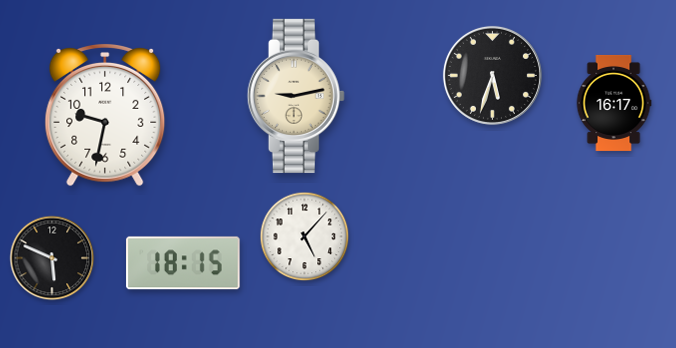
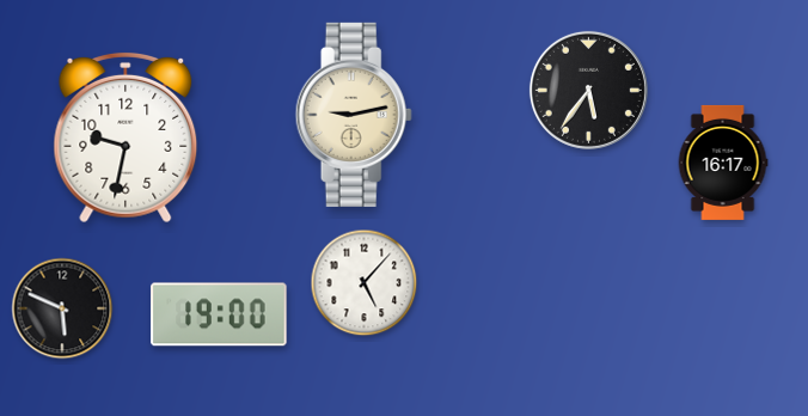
clock at (492, 75): 5:33 -> 5:36
clock at (614, 103) position: (614, 103) -> (723, 163)
clock at (183, 263): 18:15 -> 19:00
